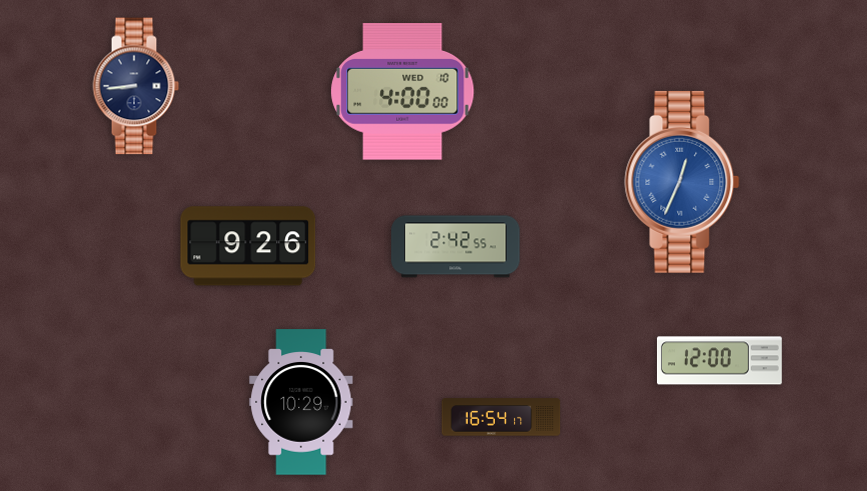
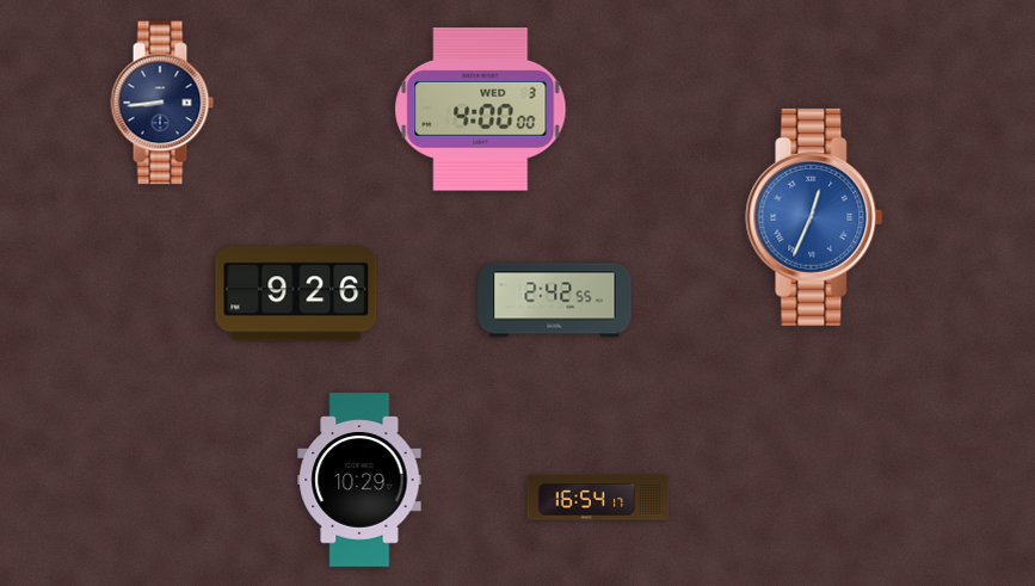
clock at (403, 92) date: WED 10 -> WED 3
clock at (456, 247) position: (456, 247) -> (555, 301)
clock at (719, 361): 12:00 -> none
